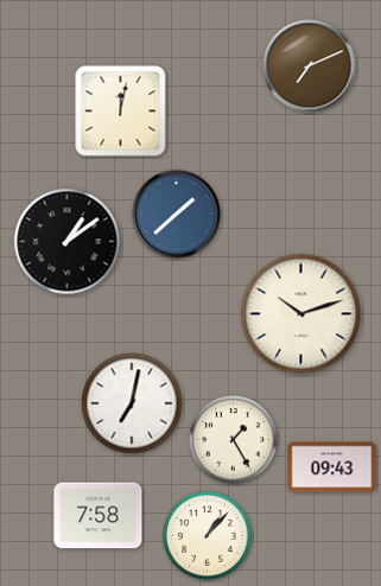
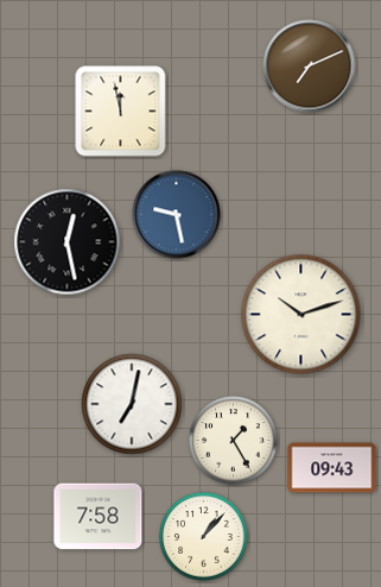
clock at (121, 112): 12:02 -> 11:58
clock at (177, 215): 1:38 -> 9:28
clock at (68, 242): 1:09 -> 12:28
clock at (208, 536) position: (208, 536) -> (204, 537)
